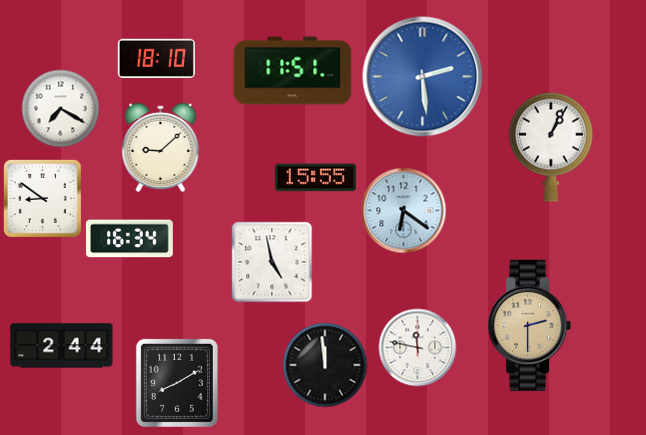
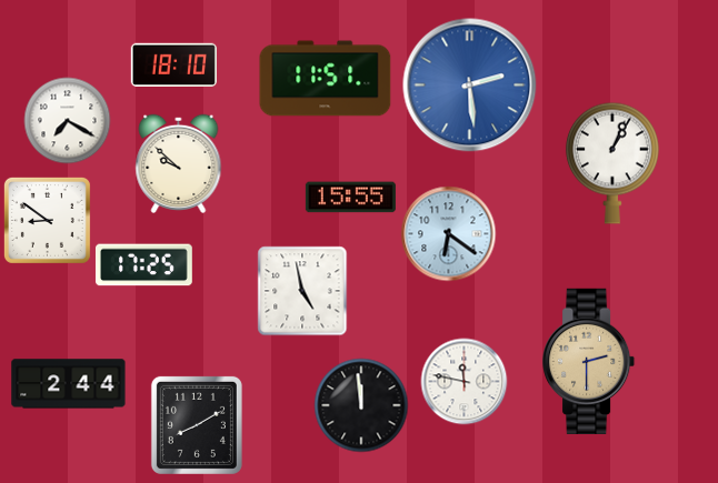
clock at (161, 147): 9:08 -> 9:52
clock at (129, 239): 16:34 -> 17:25
clock at (417, 347) position: (417, 347) -> (463, 381)
